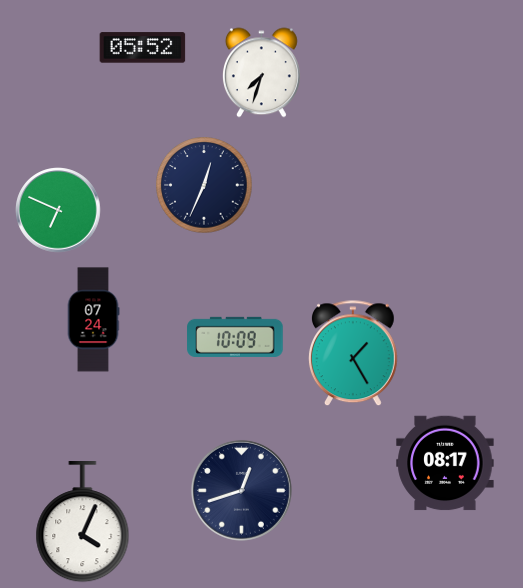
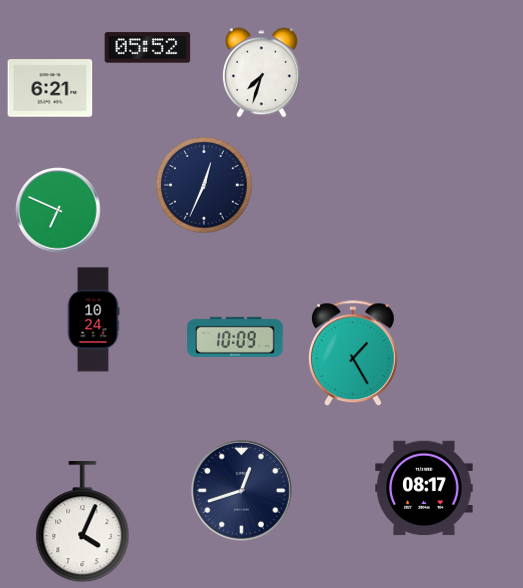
clock at (143, 48) position: (143, 48) -> (148, 48)
clock at (50, 88): none -> 6:21
clock at (93, 320): 07:24 -> 10:24
clock at (445, 463) position: (445, 463) -> (424, 488)
